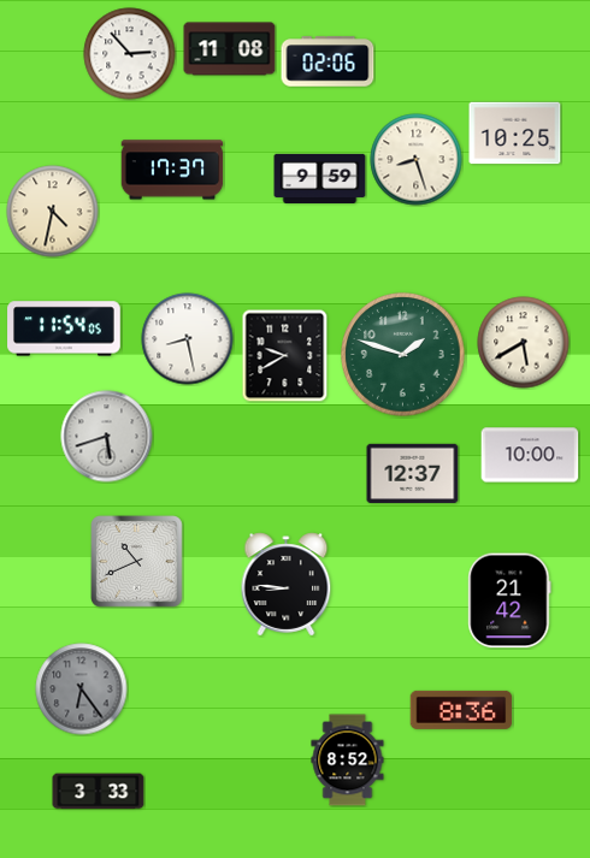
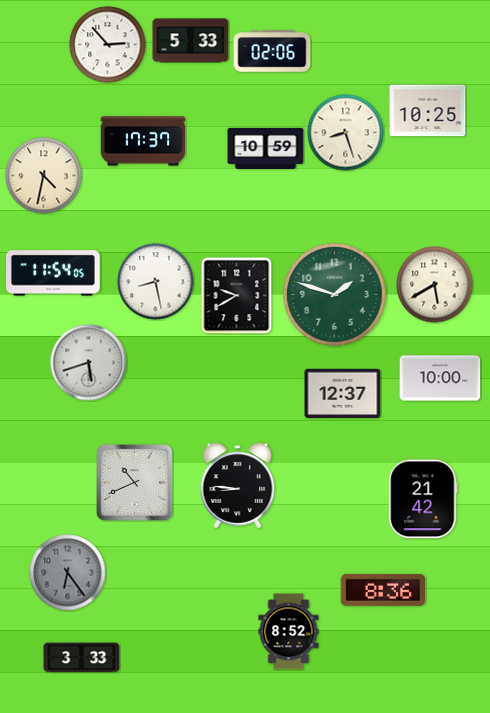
clock at (230, 49): 11:08 -> 5:33
clock at (320, 178): 9:59 -> 10:59
clock at (137, 562) position: (137, 562) -> (135, 483)
